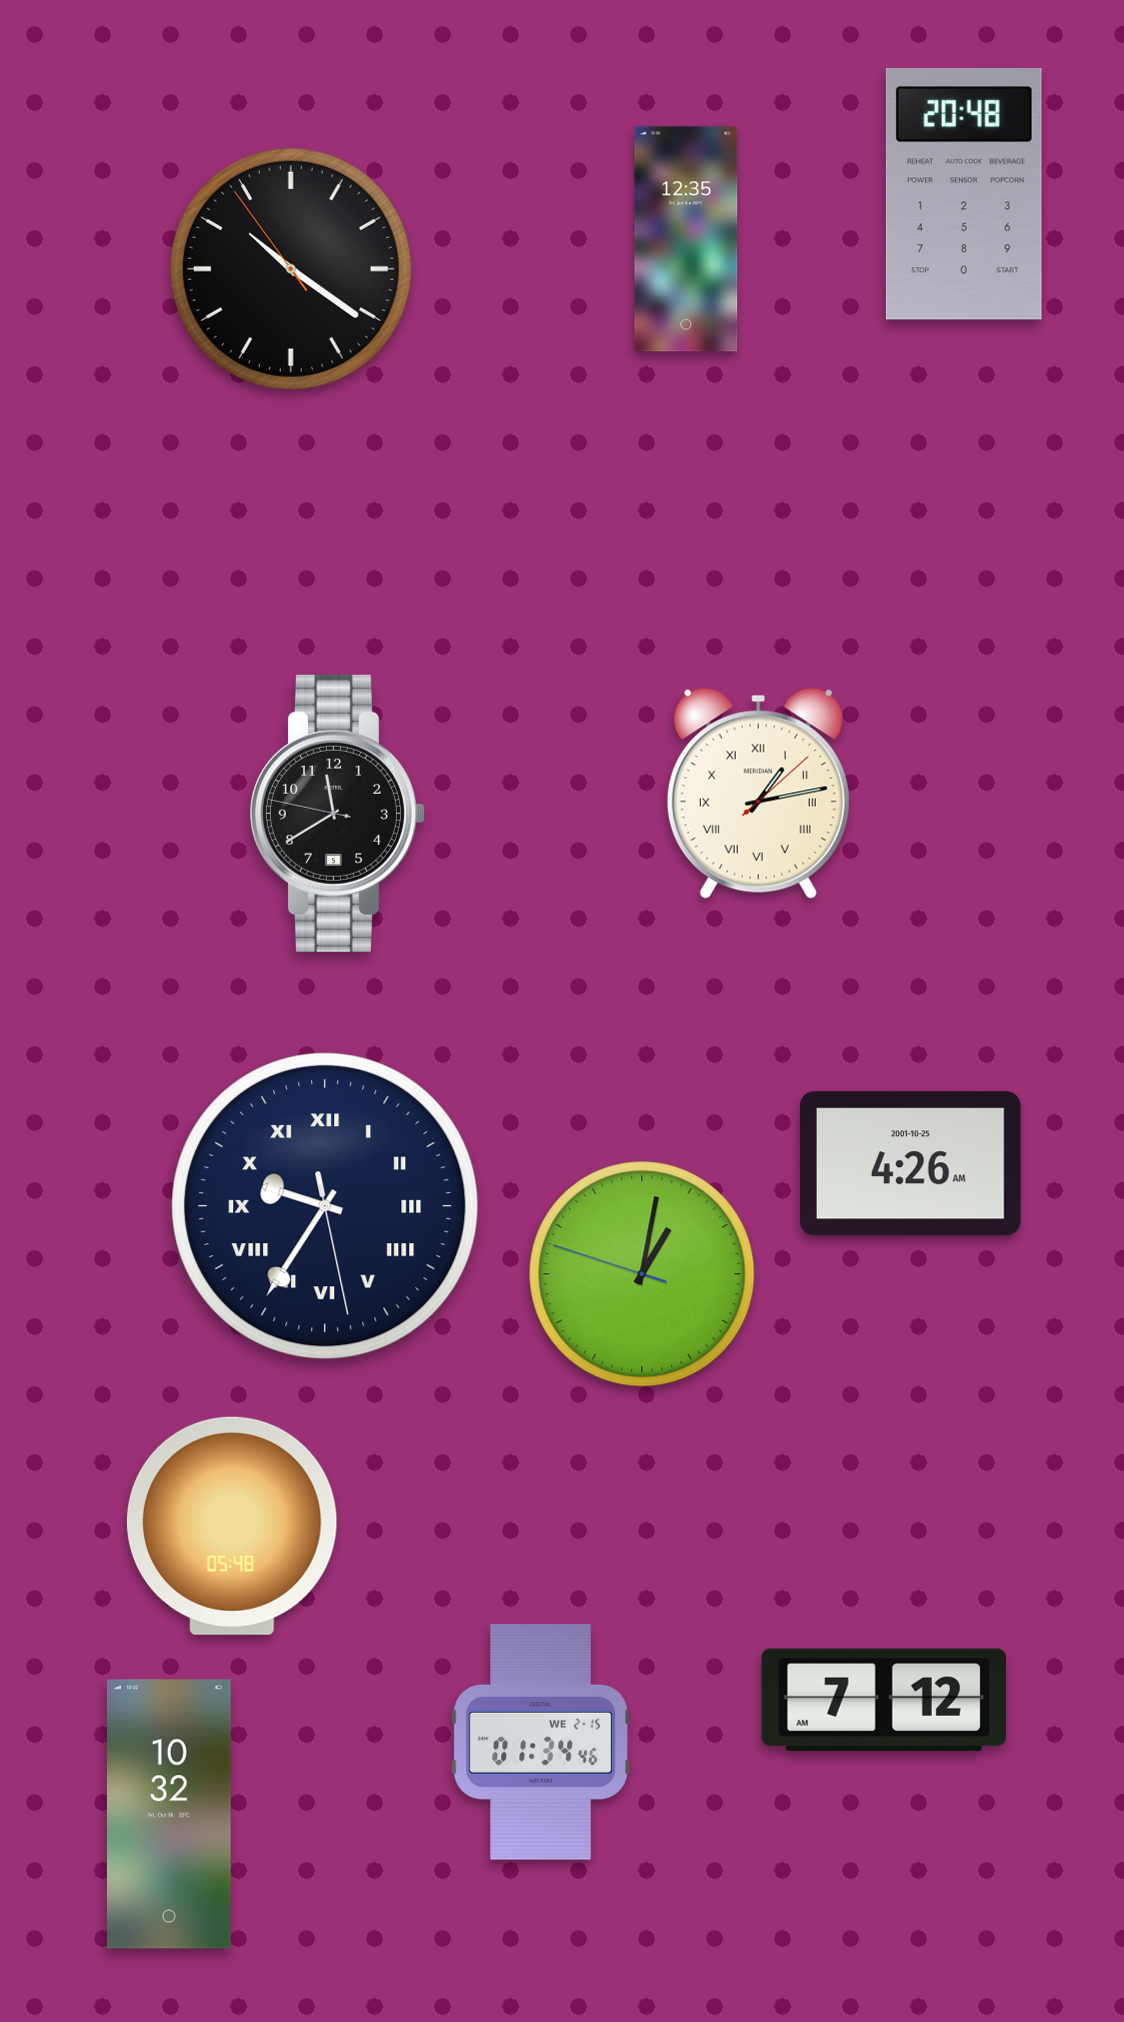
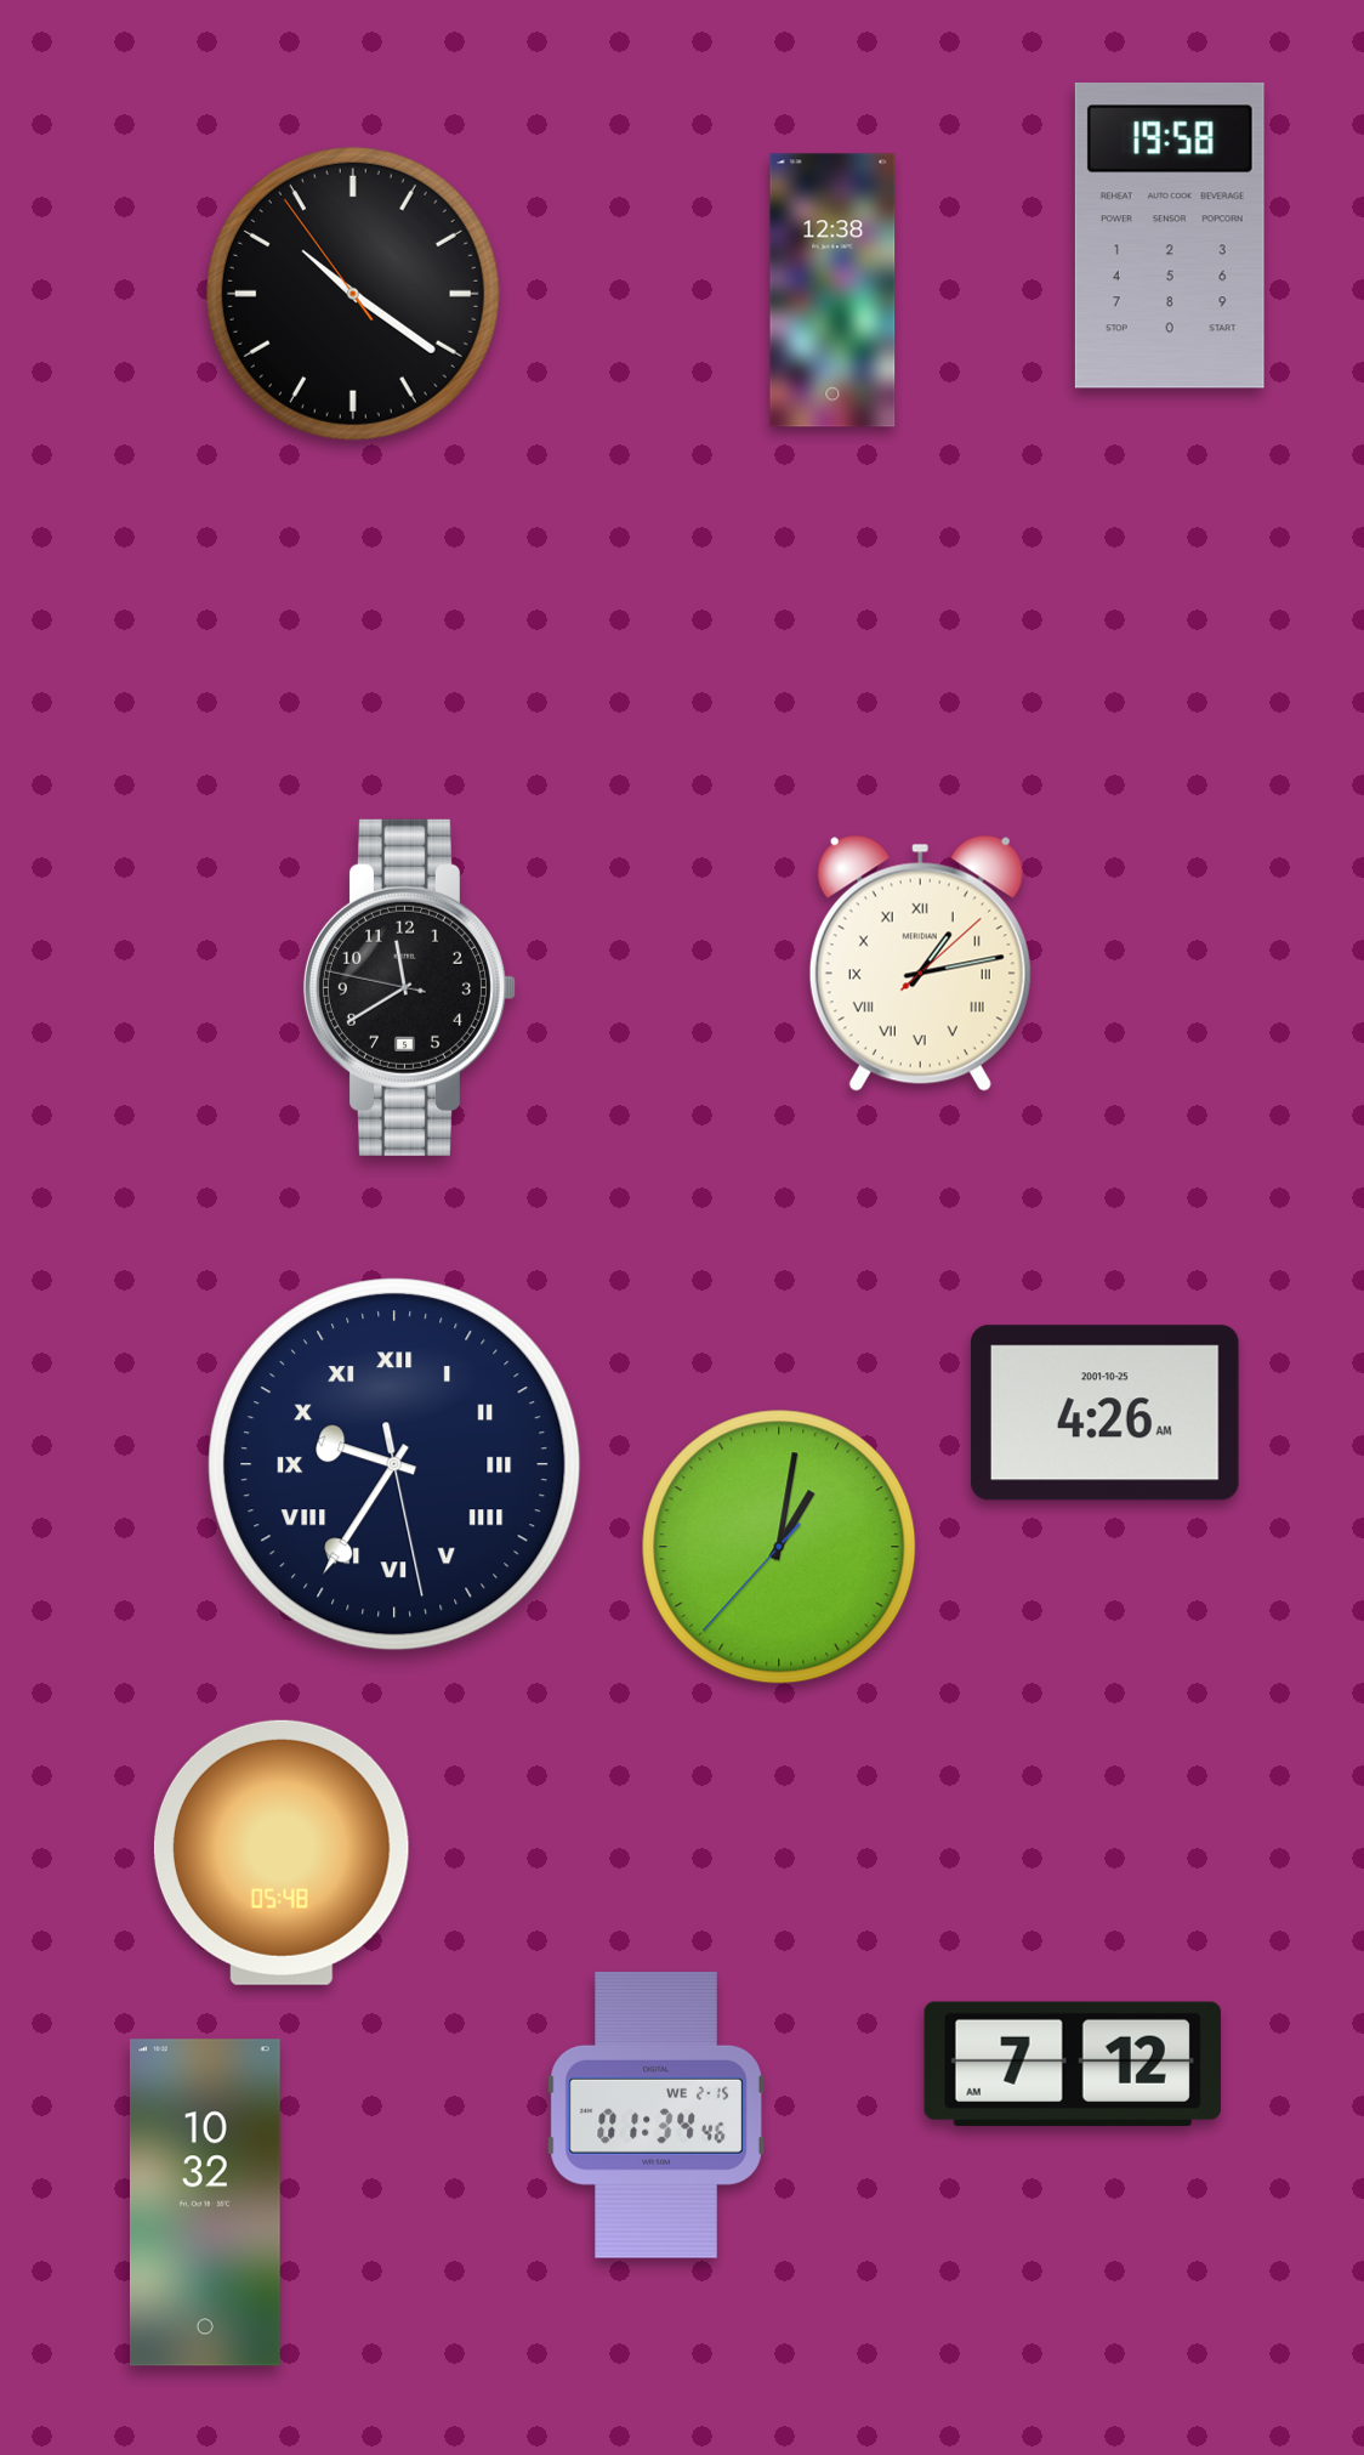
clock at (964, 194): 20:48 -> 19:58
clock at (686, 239): 12:35 -> 12:38
clock at (291, 269) position: (291, 269) -> (353, 294)
clock at (642, 1274): 1:01:48 -> 1:01:37
